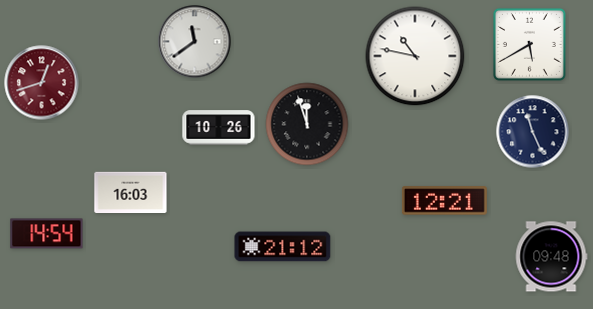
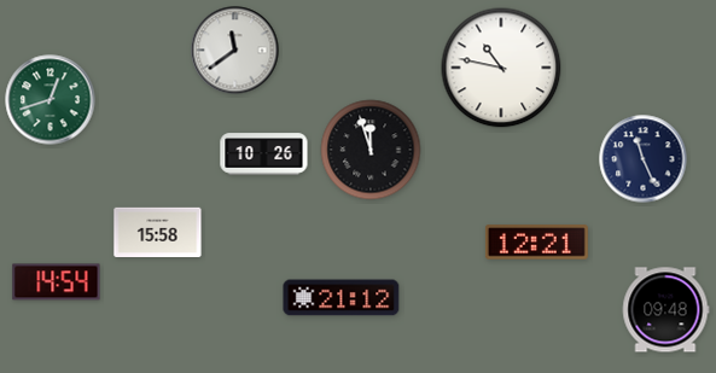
clock at (529, 44): 5:40 -> none
clock at (42, 83) dial: burgundy -> green
clock at (131, 193): 16:03 -> 15:58
